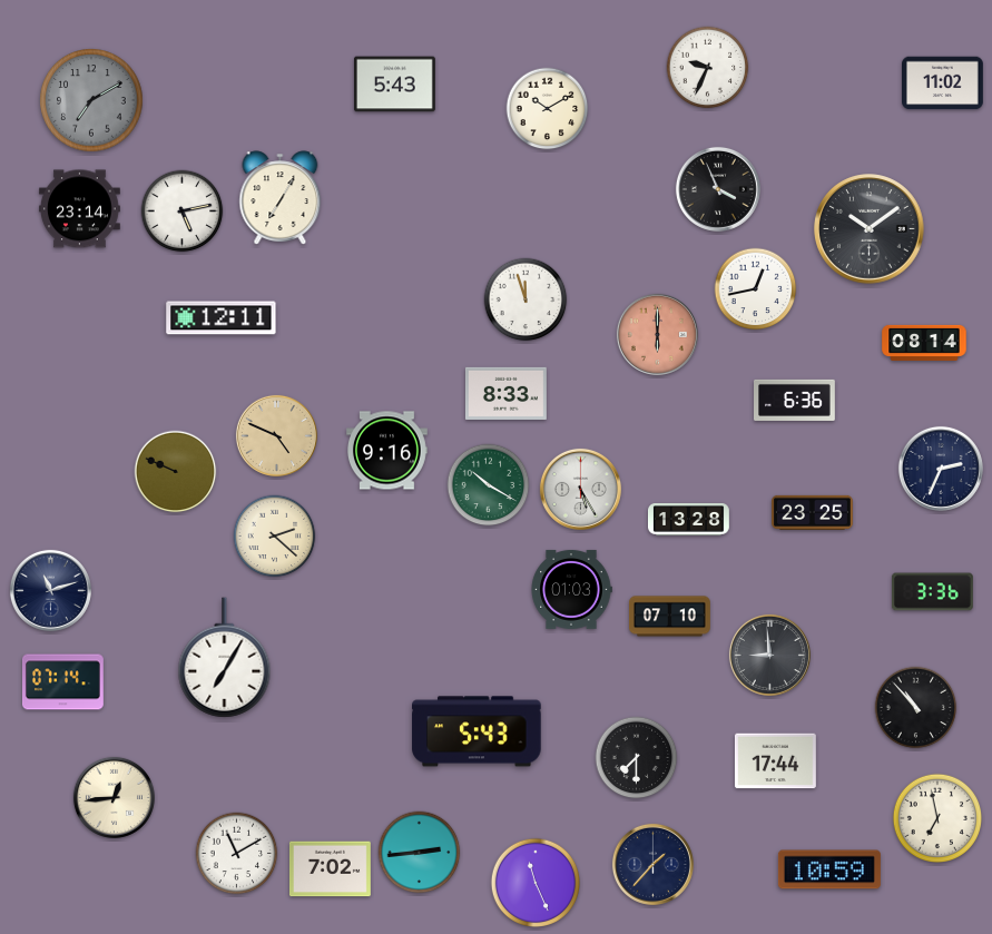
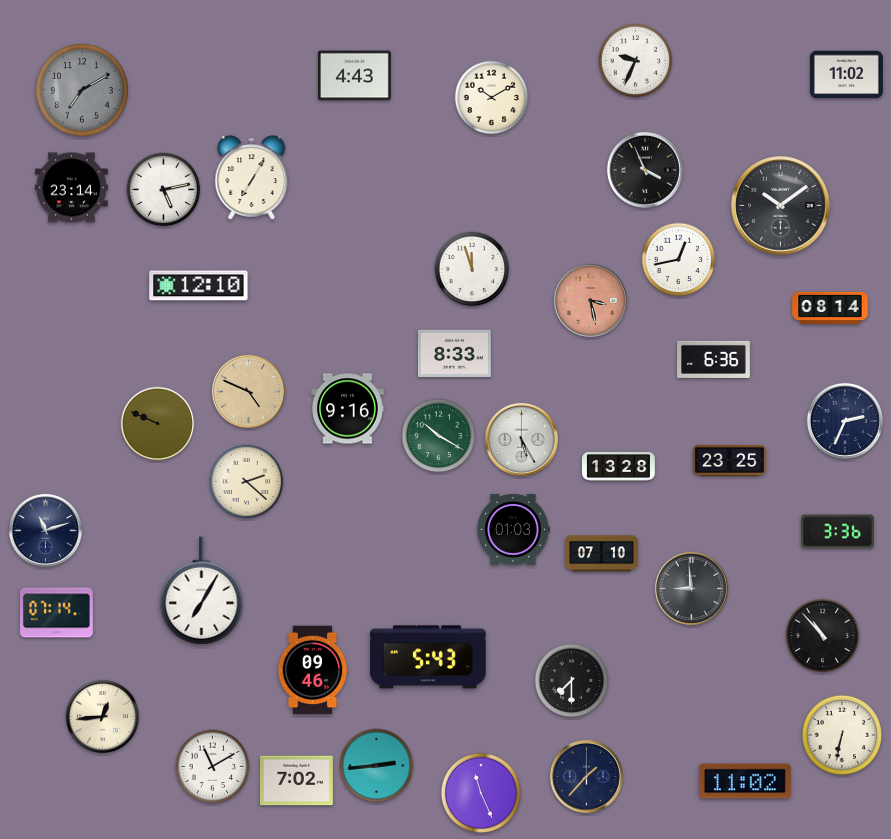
clock at (394, 85): 5:43 -> 4:43
clock at (222, 318): 12:11 -> 12:10
clock at (657, 334): 6:00 -> 3:28
clock at (387, 451) position: (387, 451) -> (348, 409)
clock at (313, 670): none -> 09:46
clock at (775, 761): 17:44 -> none
clock at (936, 817): 6:58 -> 6:32
clock at (829, 869): 10:59 -> 11:02
